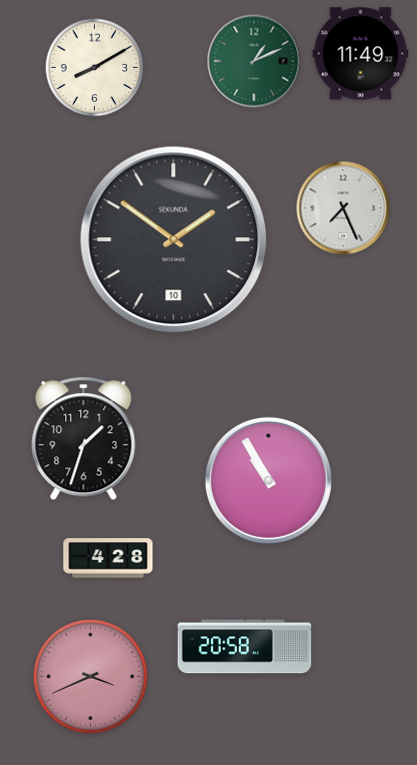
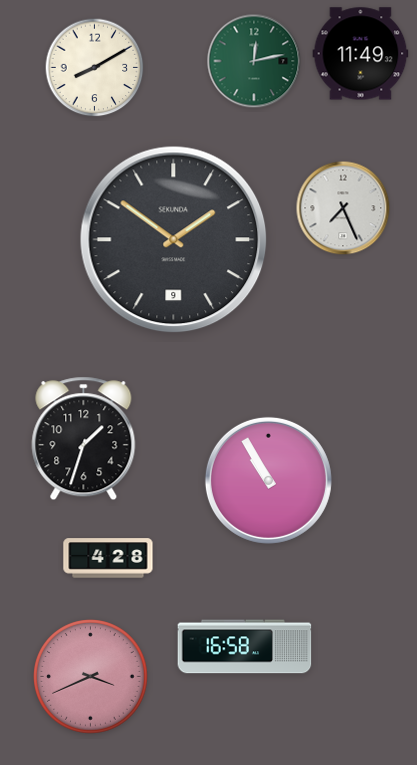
clock at (254, 61): 1:11 -> 12:13
clock at (174, 240) date: 10 -> 9
clock at (245, 647): 20:58 -> 16:58
